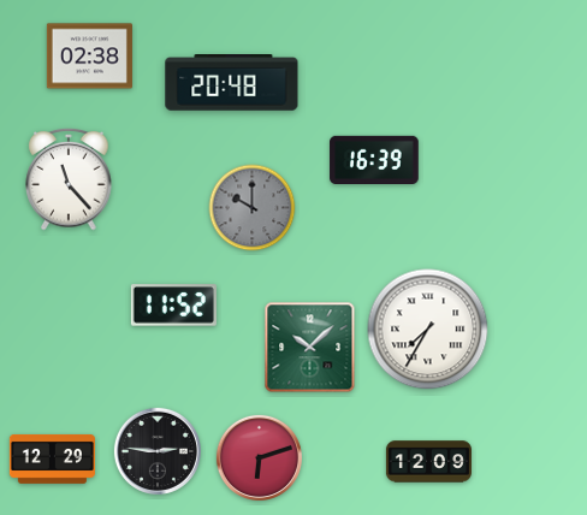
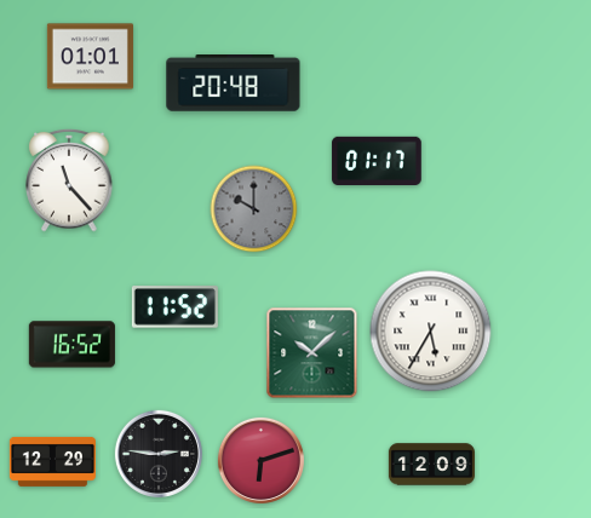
clock at (89, 57): 02:38 -> 01:01
clock at (374, 159): 16:39 -> 01:17
clock at (428, 330): 7:35 -> 5:35
clock at (71, 345): none -> 16:52
clock at (310, 348) position: (310, 348) -> (312, 353)
